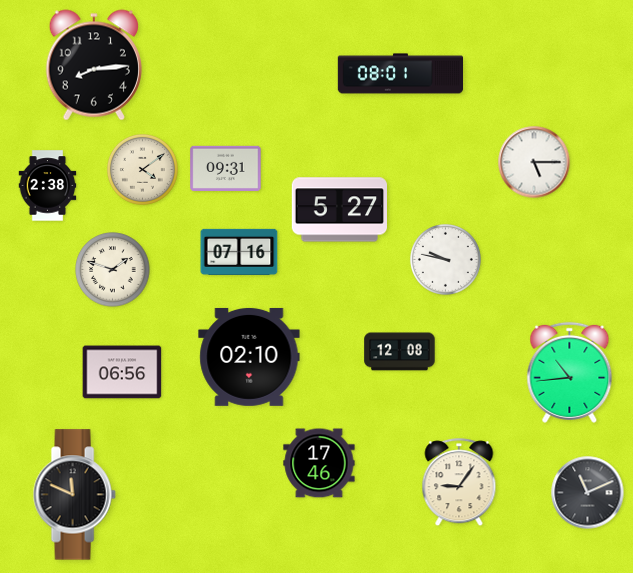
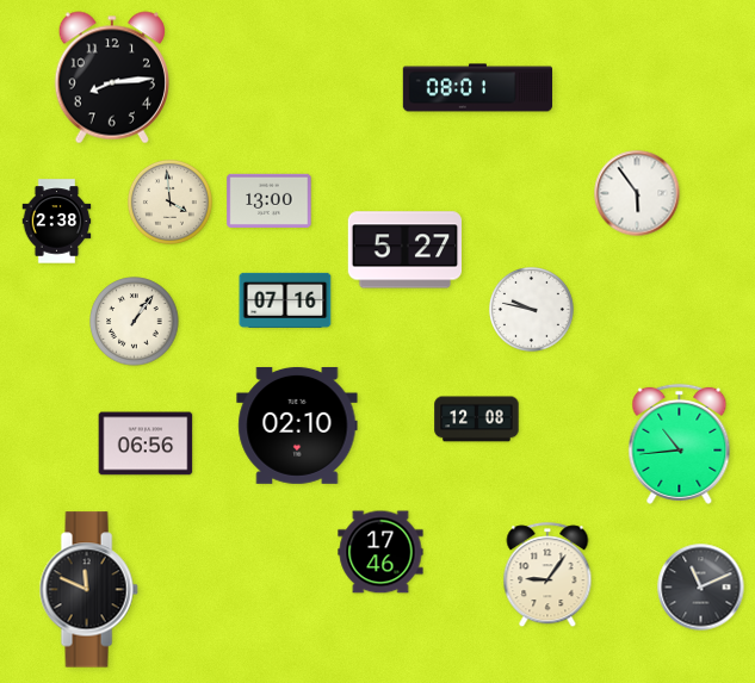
clock at (534, 162): 5:15 -> 5:54
clock at (226, 168): 09:31 -> 13:00
clock at (142, 169): 4:09 -> 3:59
clock at (113, 270): 1:48 -> 1:06
